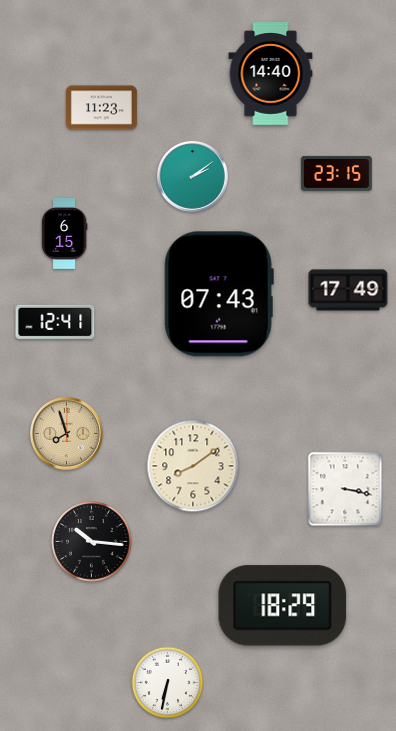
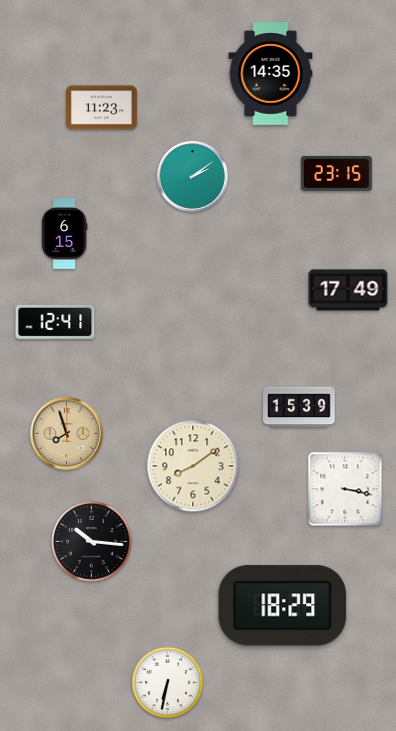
clock at (271, 74): 14:40 -> 14:35
clock at (219, 294): 07:43 -> none
clock at (299, 407): none -> 15:39
